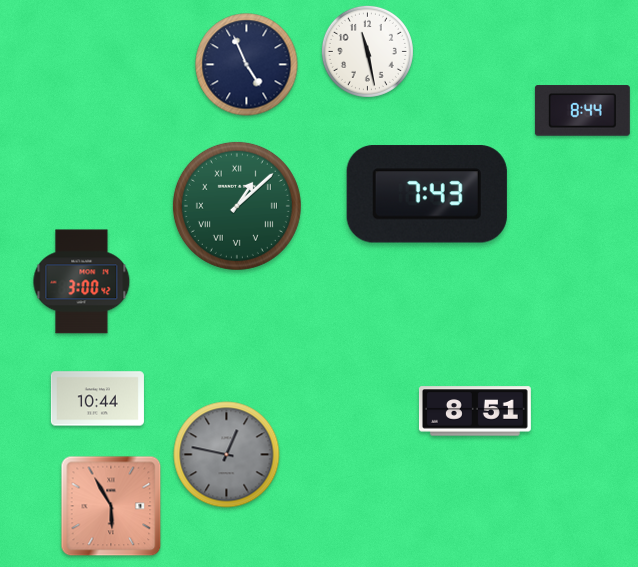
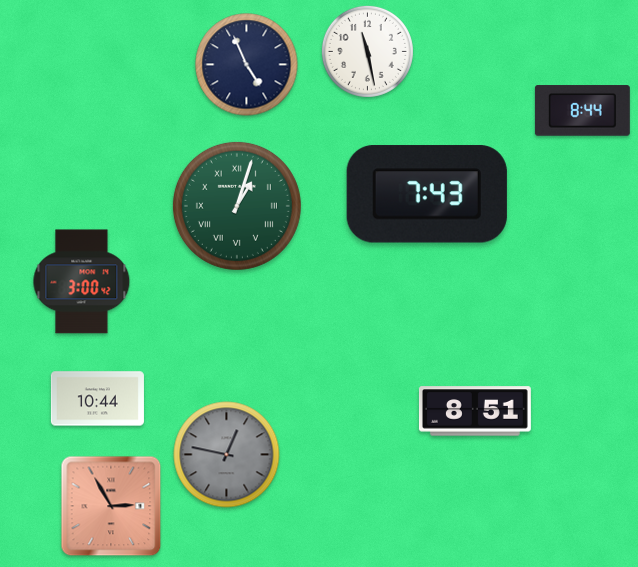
clock at (237, 206): 1:08 -> 1:03
clock at (111, 506): 5:55 -> 2:55
